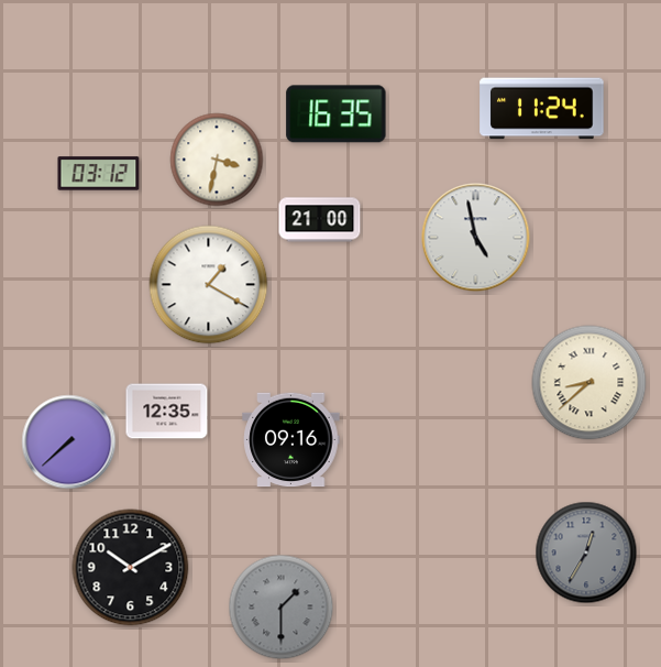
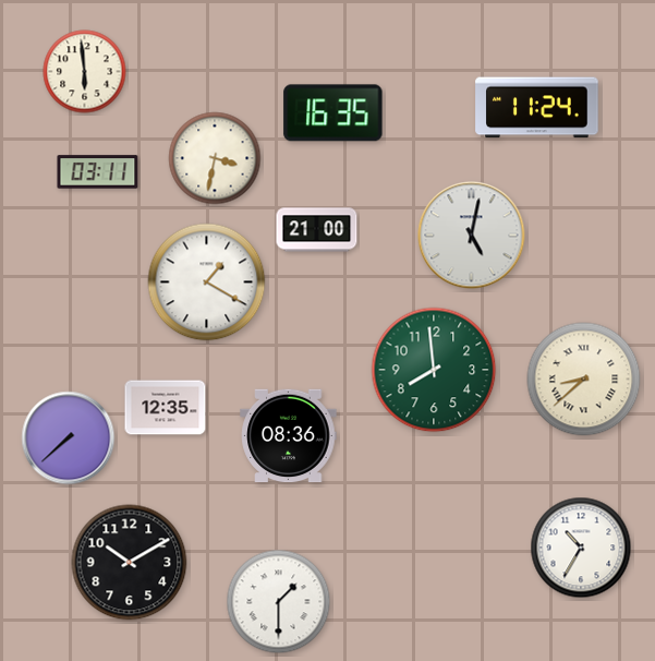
clock at (85, 72): none -> 5:59
clock at (99, 174): 03:12 -> 03:11
clock at (320, 220) position: (320, 220) -> (317, 230)
clock at (476, 238): 4:58 -> 5:02
clock at (434, 370): none -> 7:59
clock at (291, 440): 09:16 -> 08:36
clock at (586, 553): 12:35 -> 10:35
clock at (586, 553) dial: grey -> white
clock at (282, 608) dial: grey -> white
